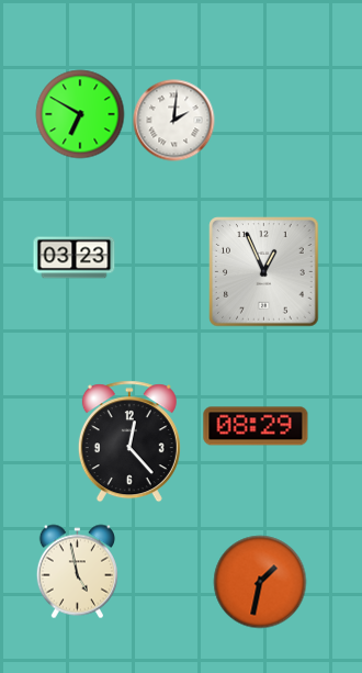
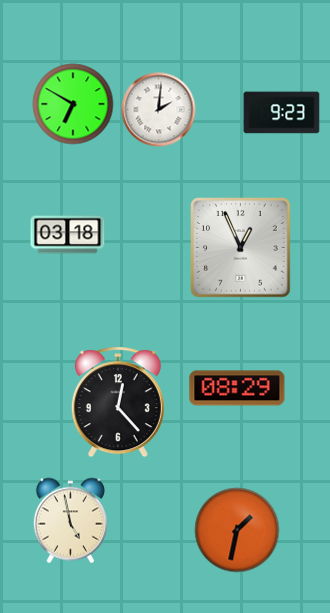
clock at (282, 113): none -> 9:23
clock at (75, 258): 03:23 -> 03:18
clock at (256, 426) position: (256, 426) -> (237, 388)
